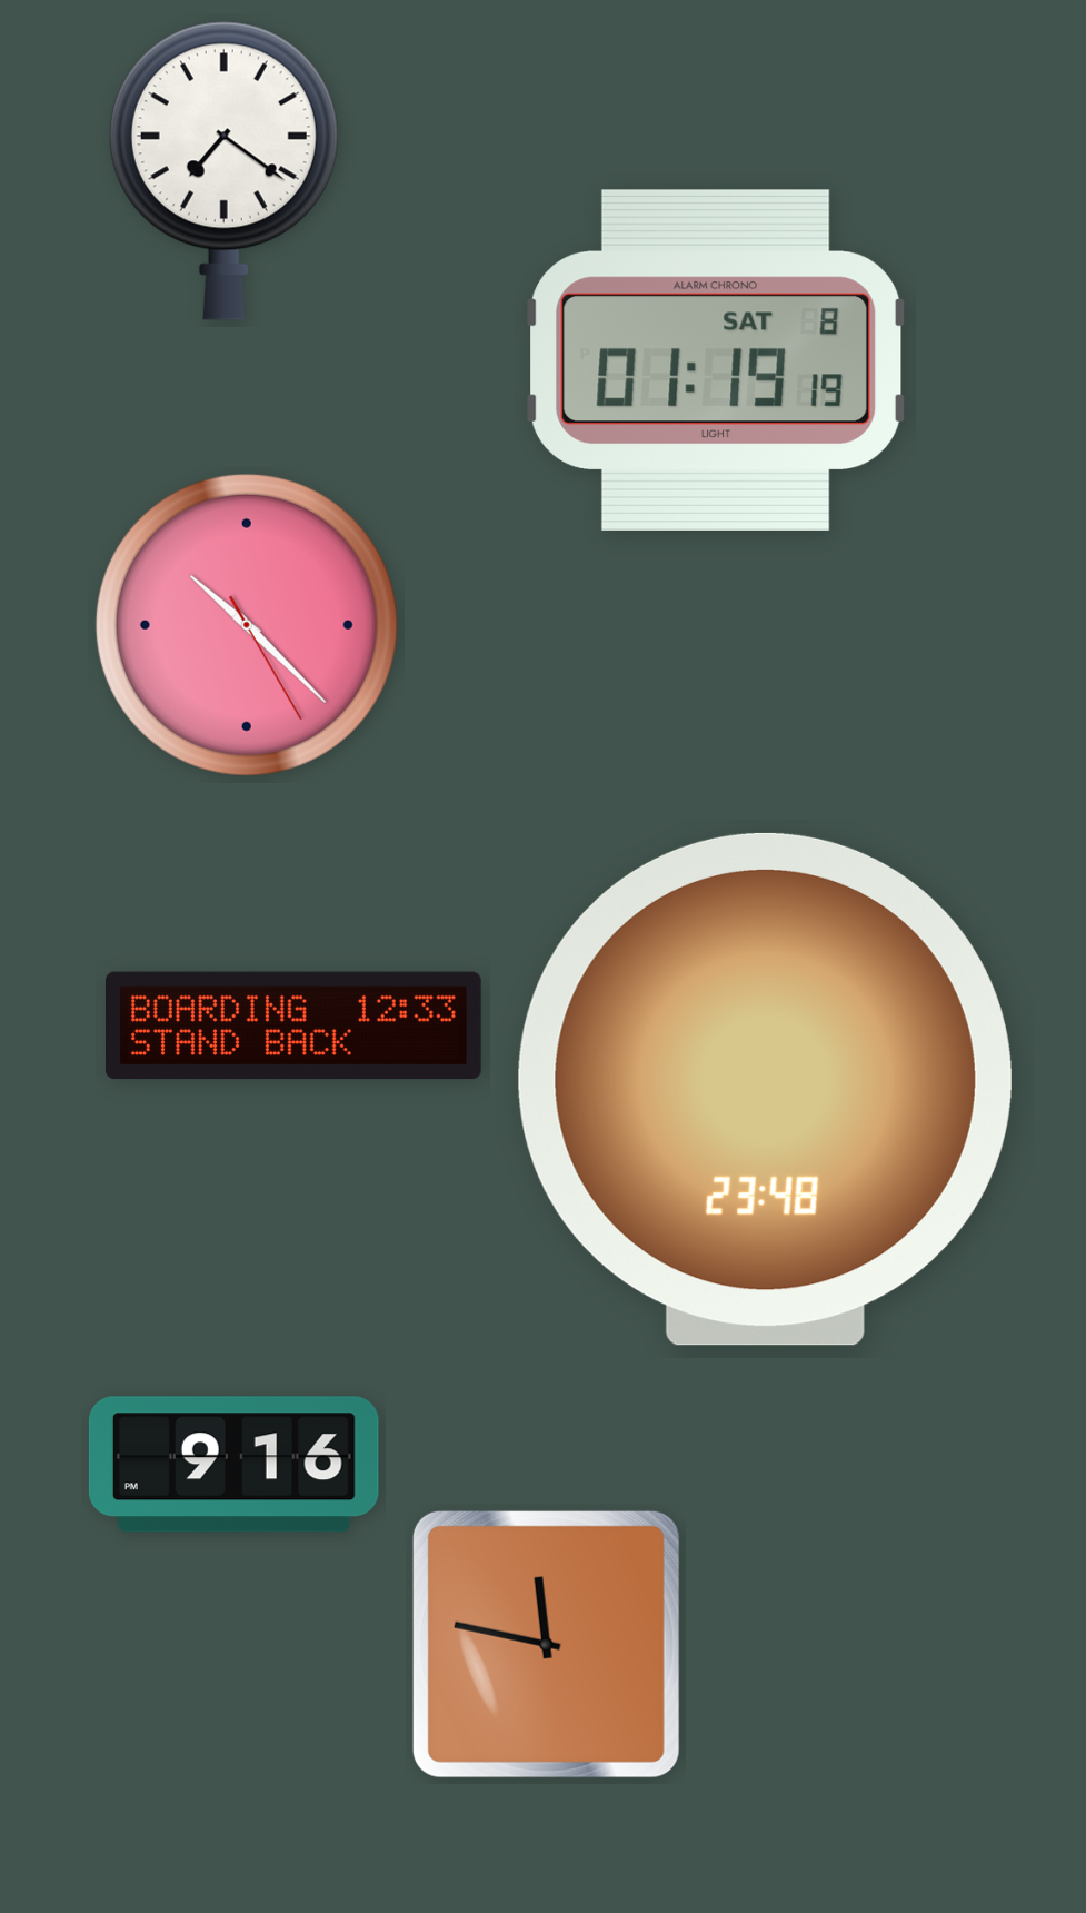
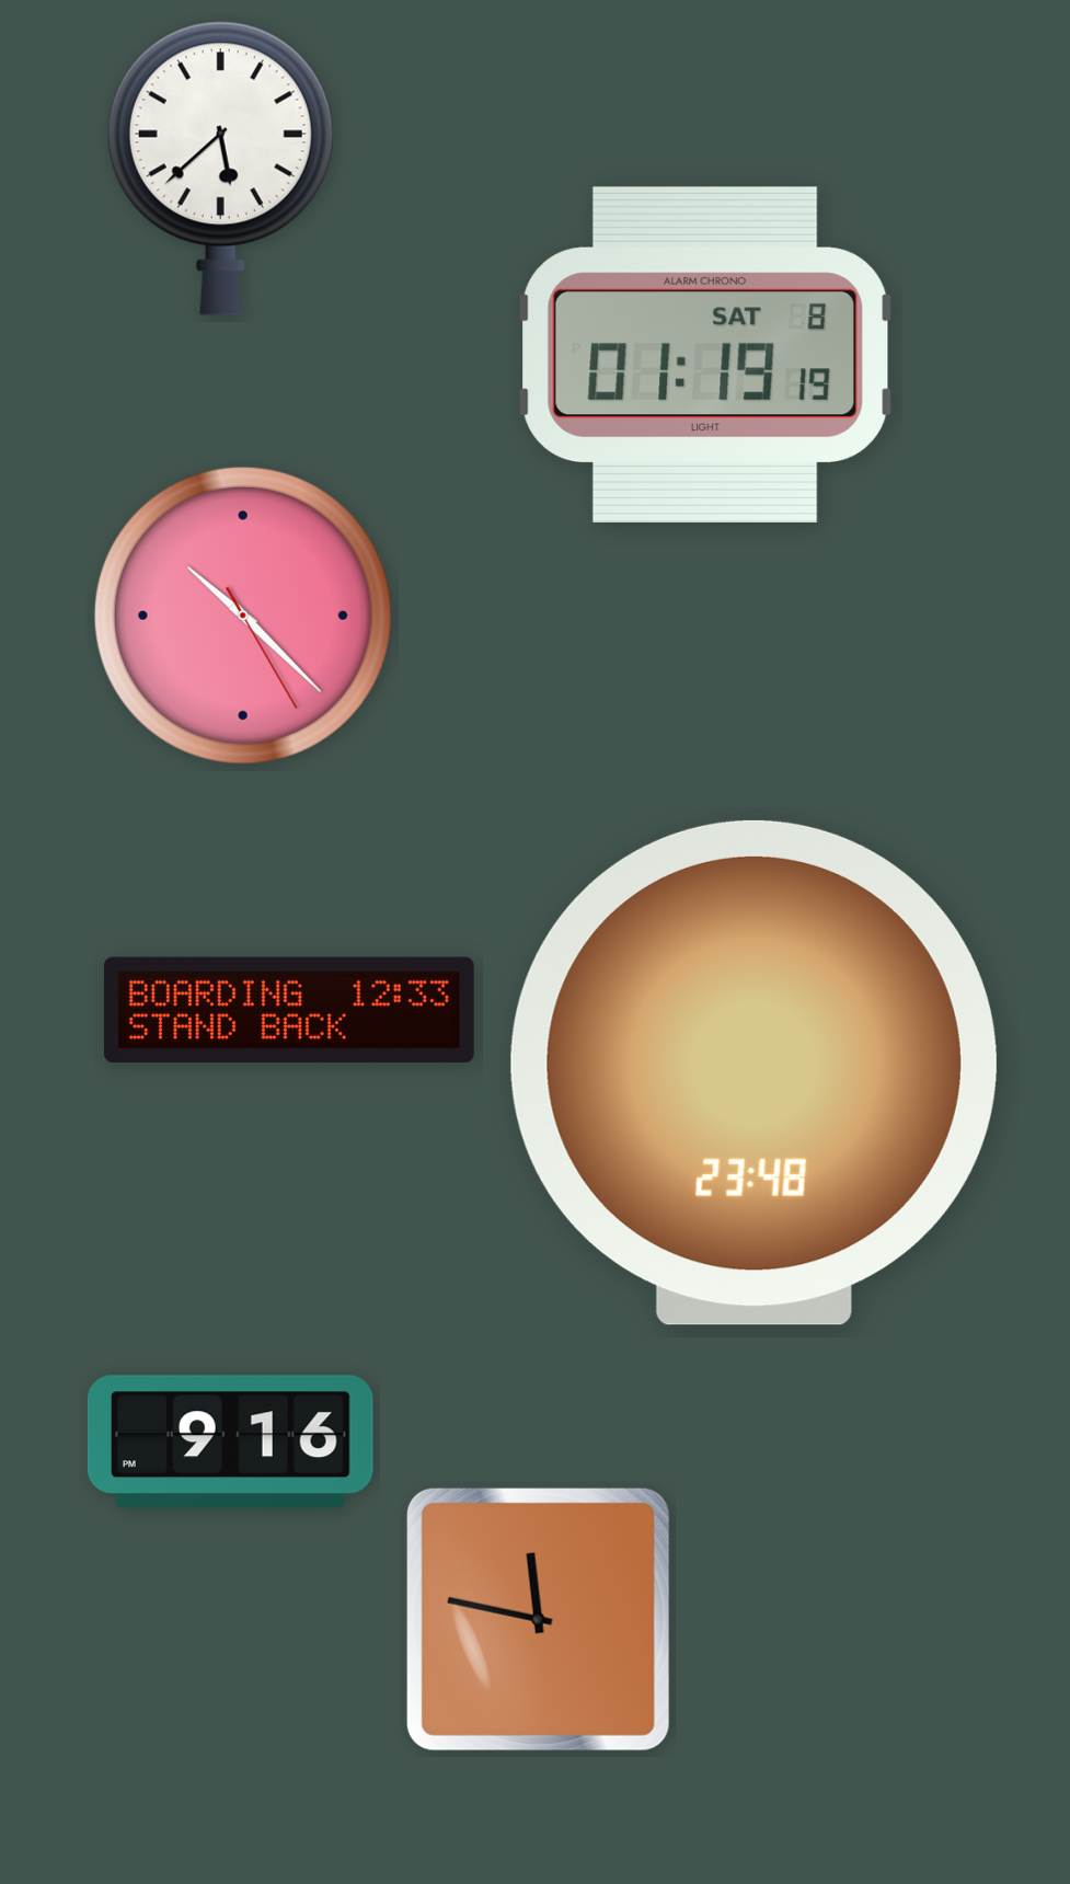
clock at (223, 170): 7:21 -> 5:38
